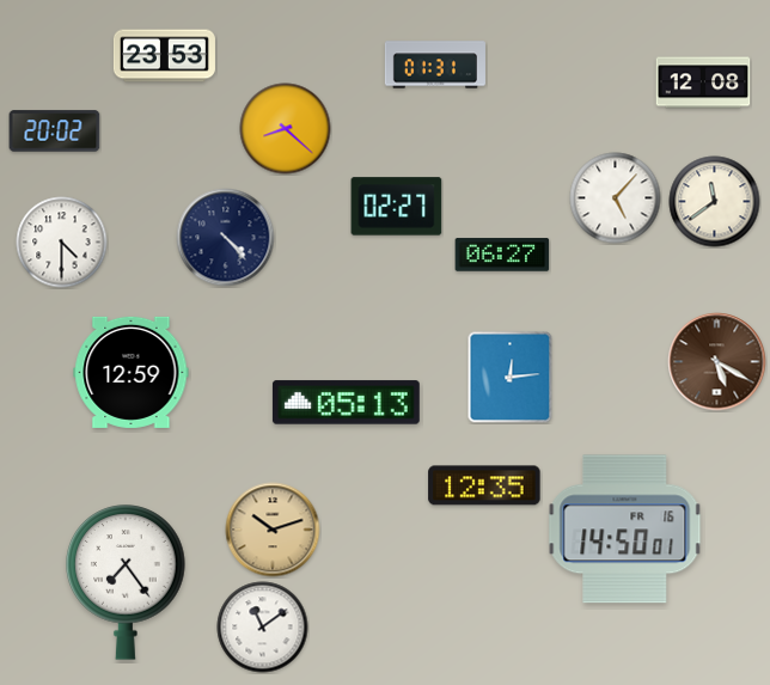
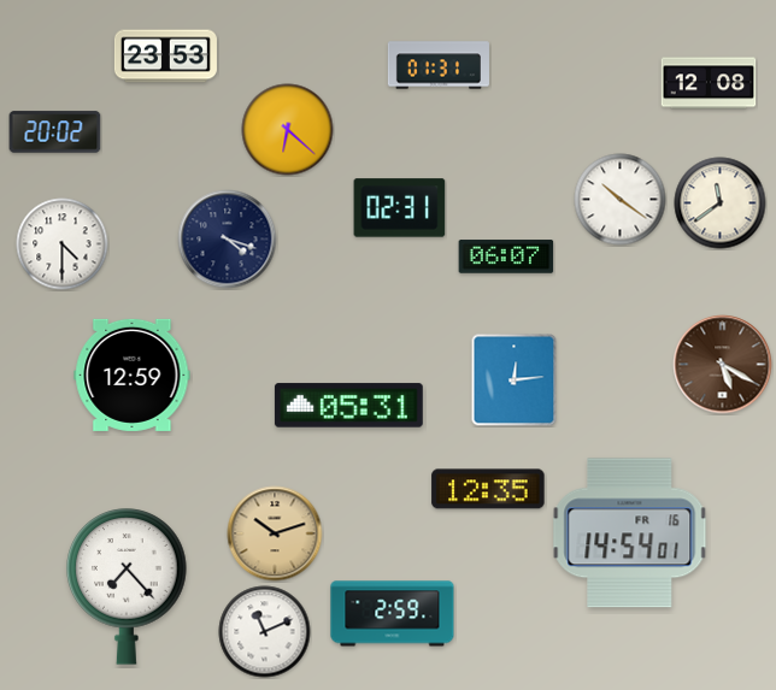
clock at (286, 129): 8:22 -> 6:22
clock at (616, 198): 5:07 -> 10:21
clock at (397, 207): 02:27 -> 02:31
clock at (226, 238): 4:23 -> 4:18
clock at (502, 255): 06:27 -> 06:07
clock at (346, 403): 05:13 -> 05:31
clock at (625, 530): 14:50 -> 14:54
clock at (126, 582): 7:24 -> 7:23
clock at (393, 614): none -> 2:59
clock at (263, 628): 11:09 -> 11:11
